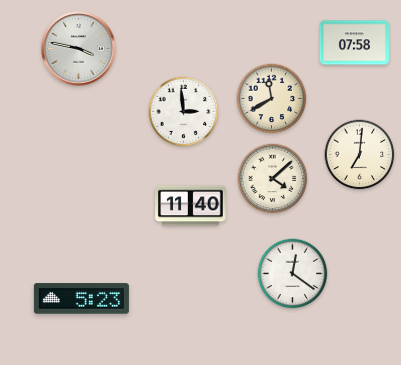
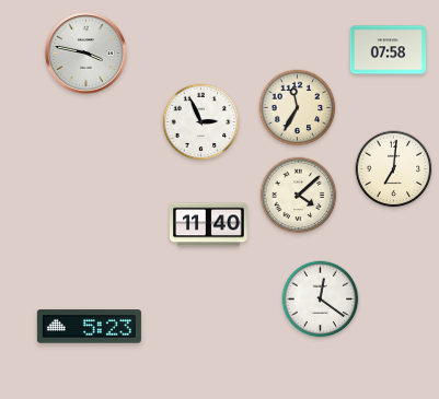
clock at (354, 43) position: (354, 43) -> (388, 50)
clock at (272, 99): 11:40 -> 11:35
clock at (184, 112): 2:59 -> 2:56
